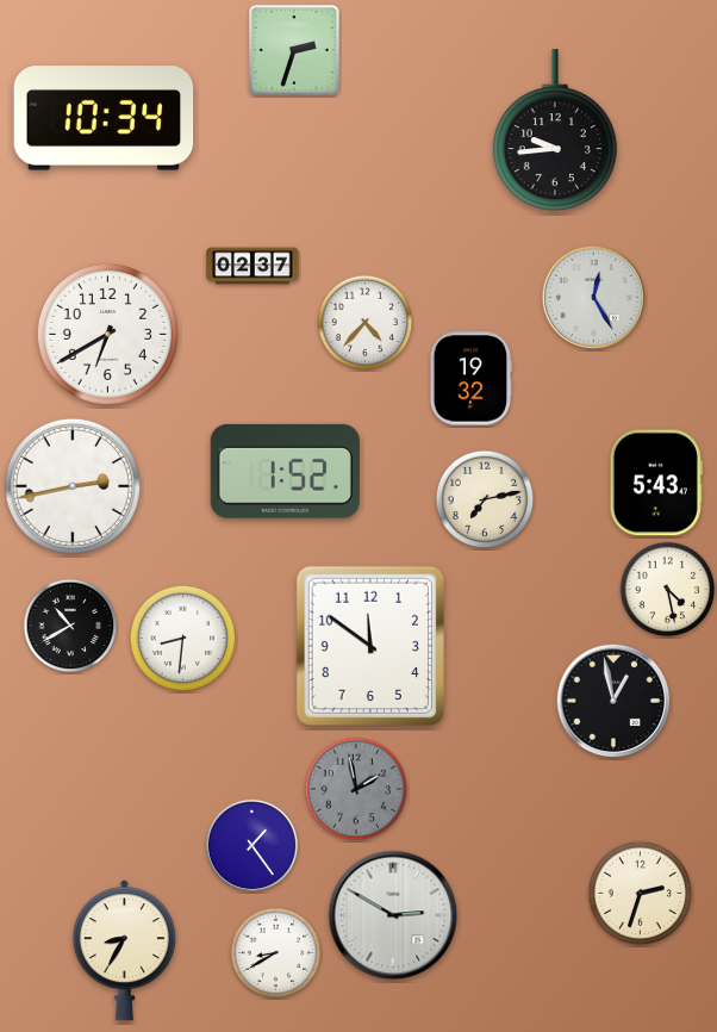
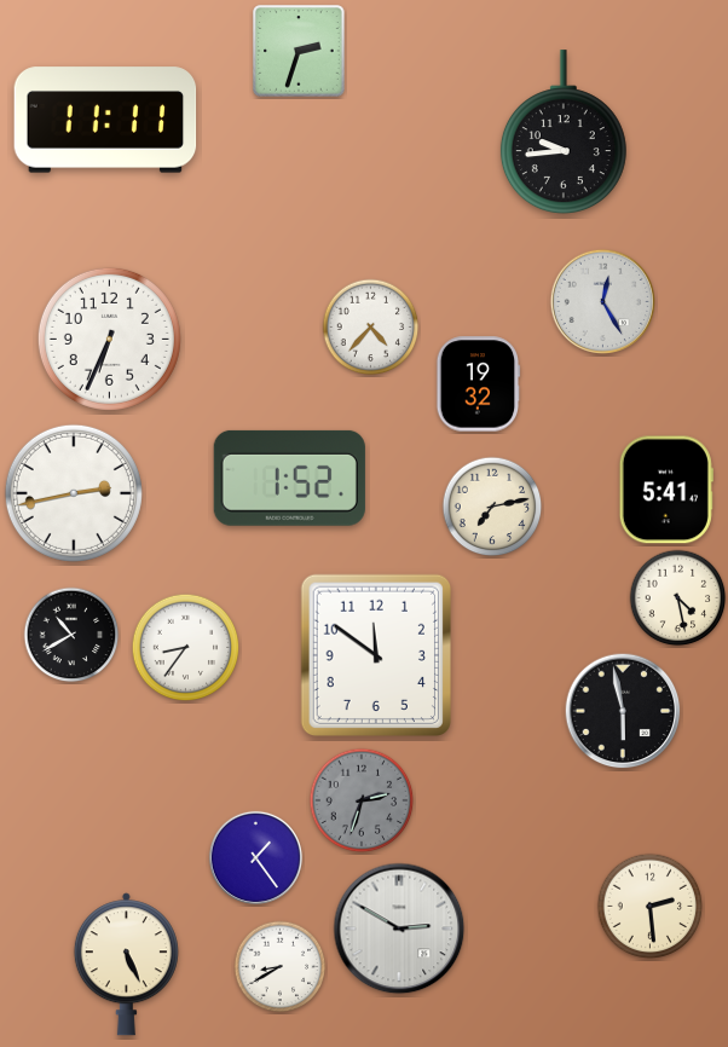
clock at (104, 118): 10:34 -> 11:11
clock at (252, 266): 02:37 -> none
clock at (107, 334): 6:40 -> 6:34
clock at (656, 483): 5:43 -> 5:41
clock at (183, 639): 8:31 -> 8:36
clock at (613, 701): 12:58 -> 5:58
clock at (356, 789): 1:58 -> 2:33
clock at (641, 894): 2:33 -> 2:29
clock at (124, 951): 8:35 -> 5:26
